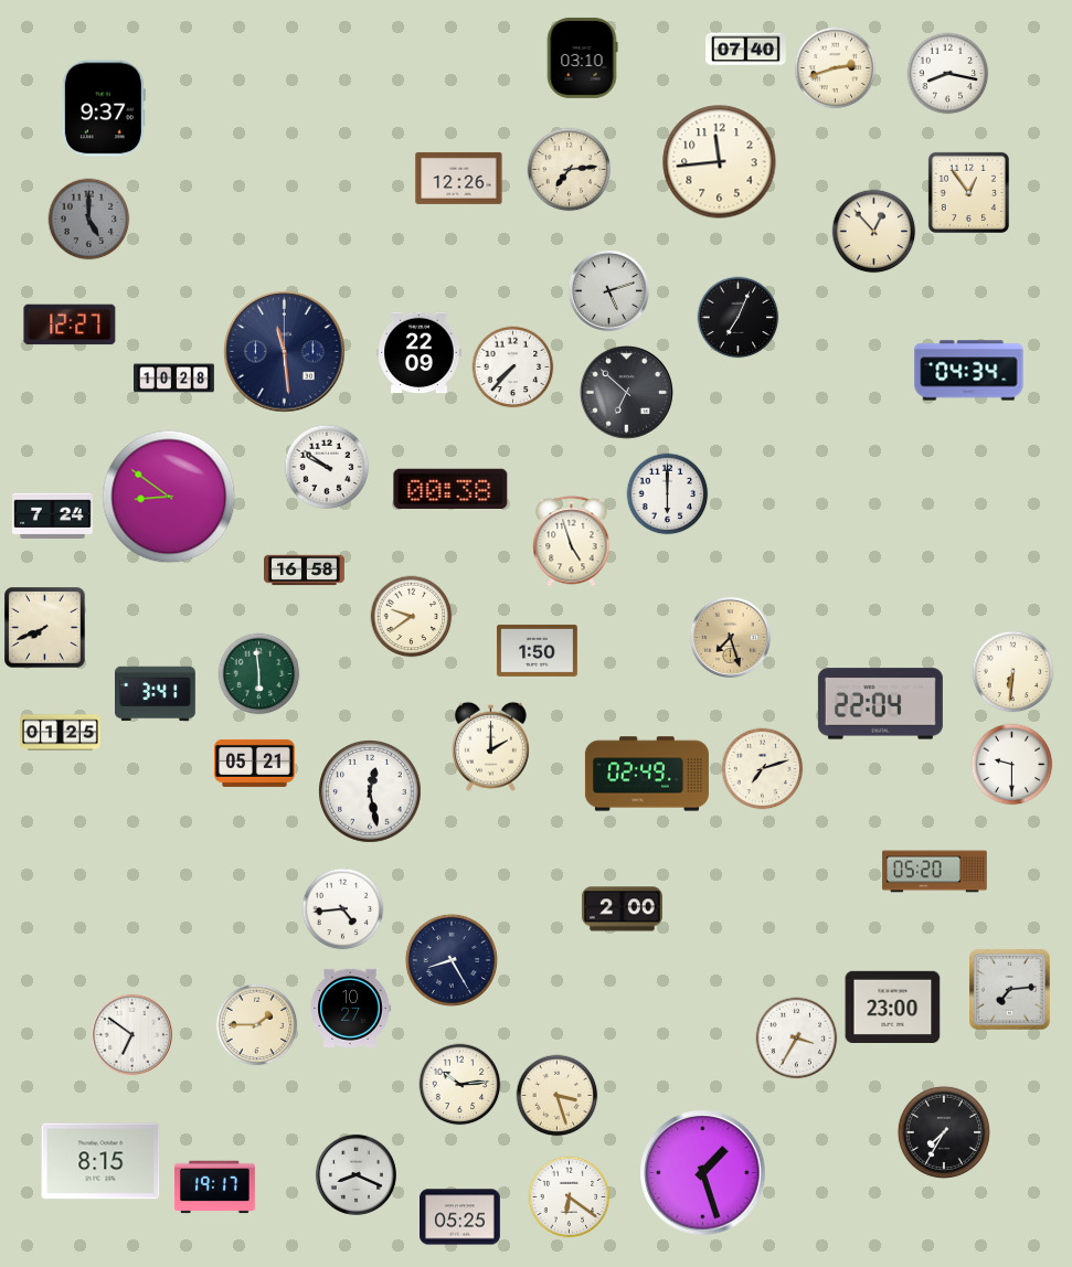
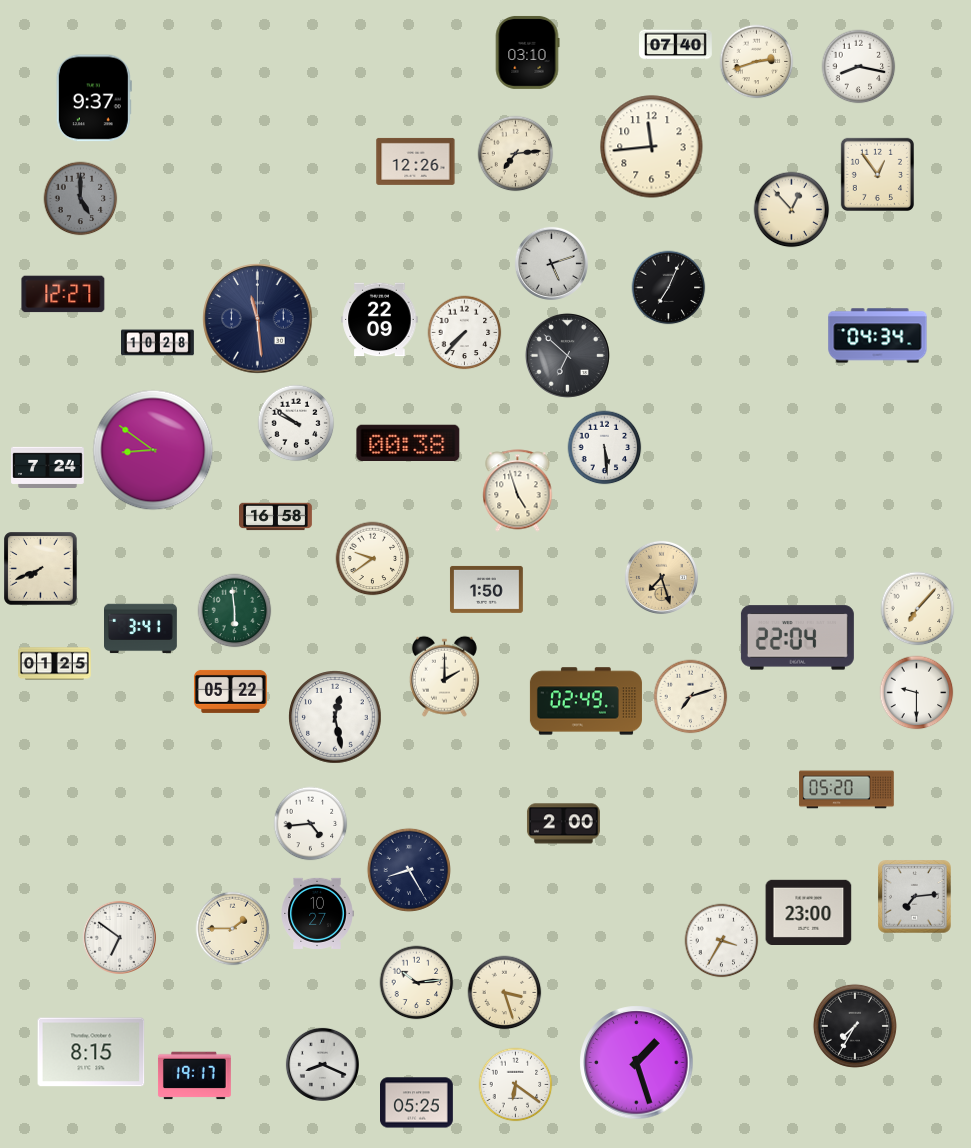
clock at (668, 494): 6:00 -> 5:29
clock at (1013, 672): 6:31 -> 7:07
clock at (254, 763): 05:21 -> 05:22
